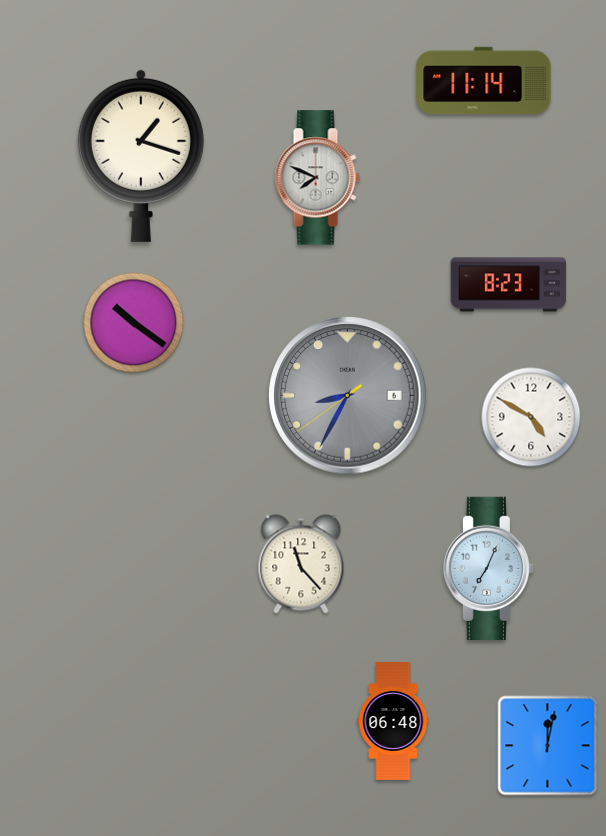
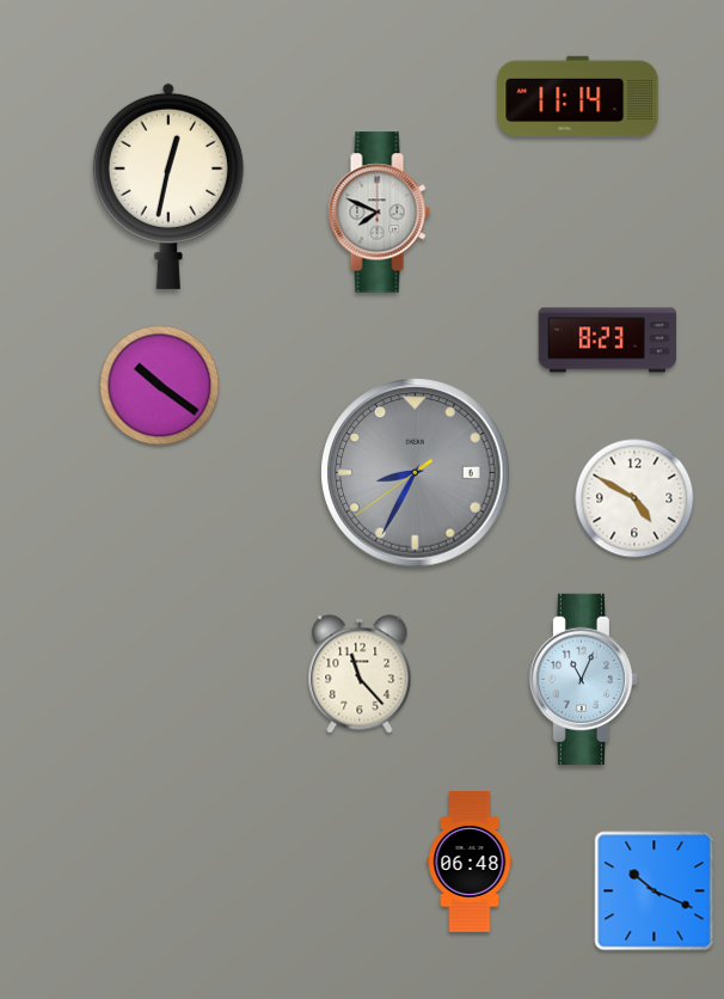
clock at (141, 156): 1:18 -> 12:32
clock at (488, 568): 7:04 -> 11:04
clock at (548, 746): 12:02 -> 10:19
